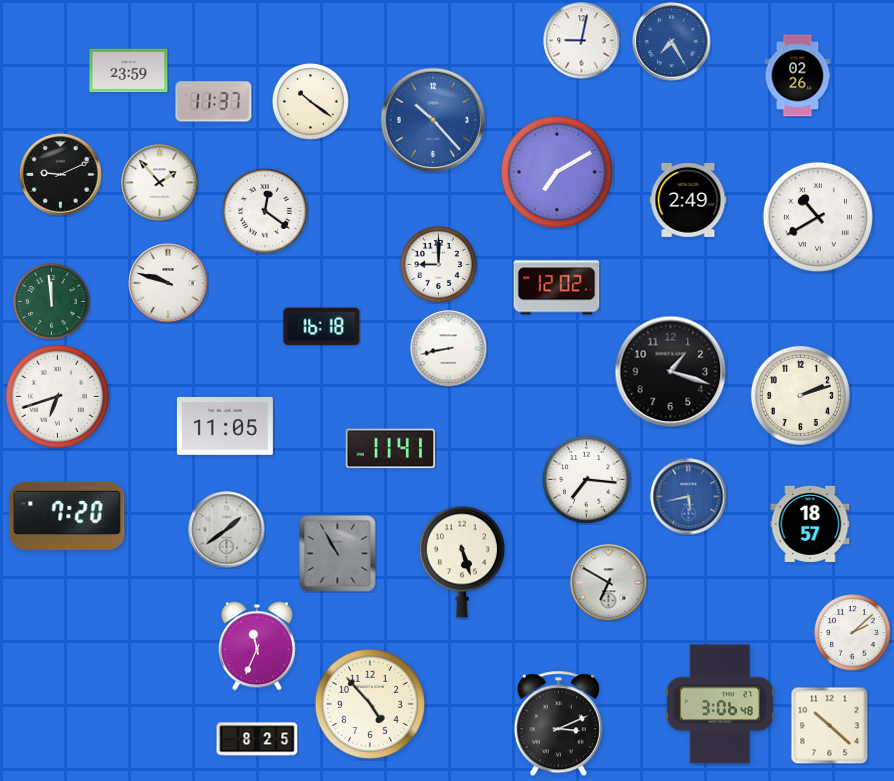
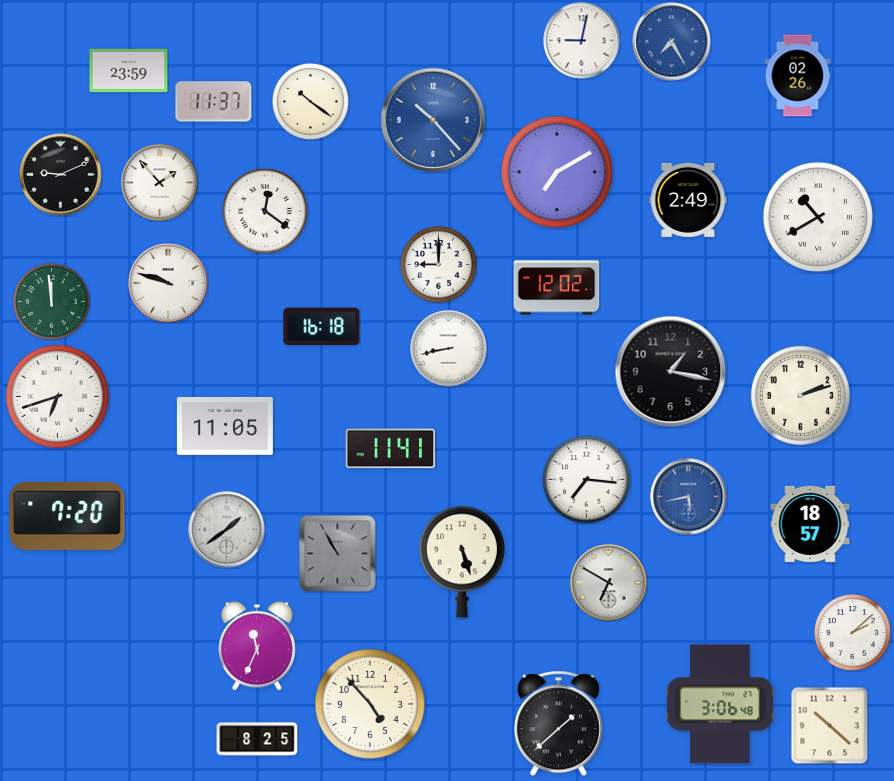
clock at (671, 372): 1:18 -> 1:17
clock at (558, 724): 3:11 -> 1:38
